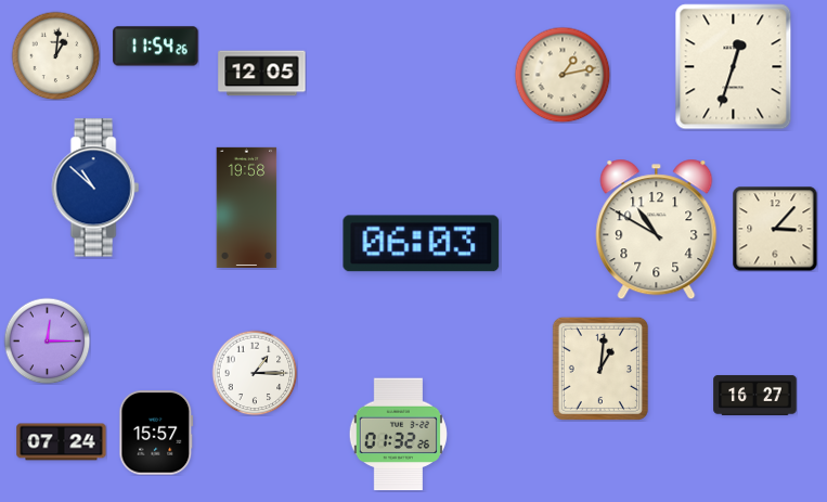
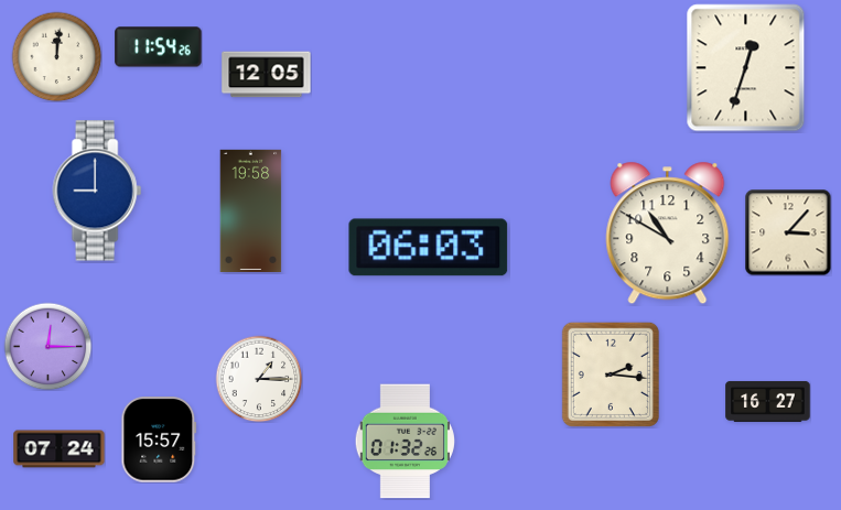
clock at (55, 55): 1:01 -> 12:01
clock at (563, 75): 1:13 -> none
clock at (95, 188): 10:52 -> 9:00
clock at (600, 369): 1:01 -> 2:16
clock at (62, 442) position: (62, 442) -> (60, 449)
